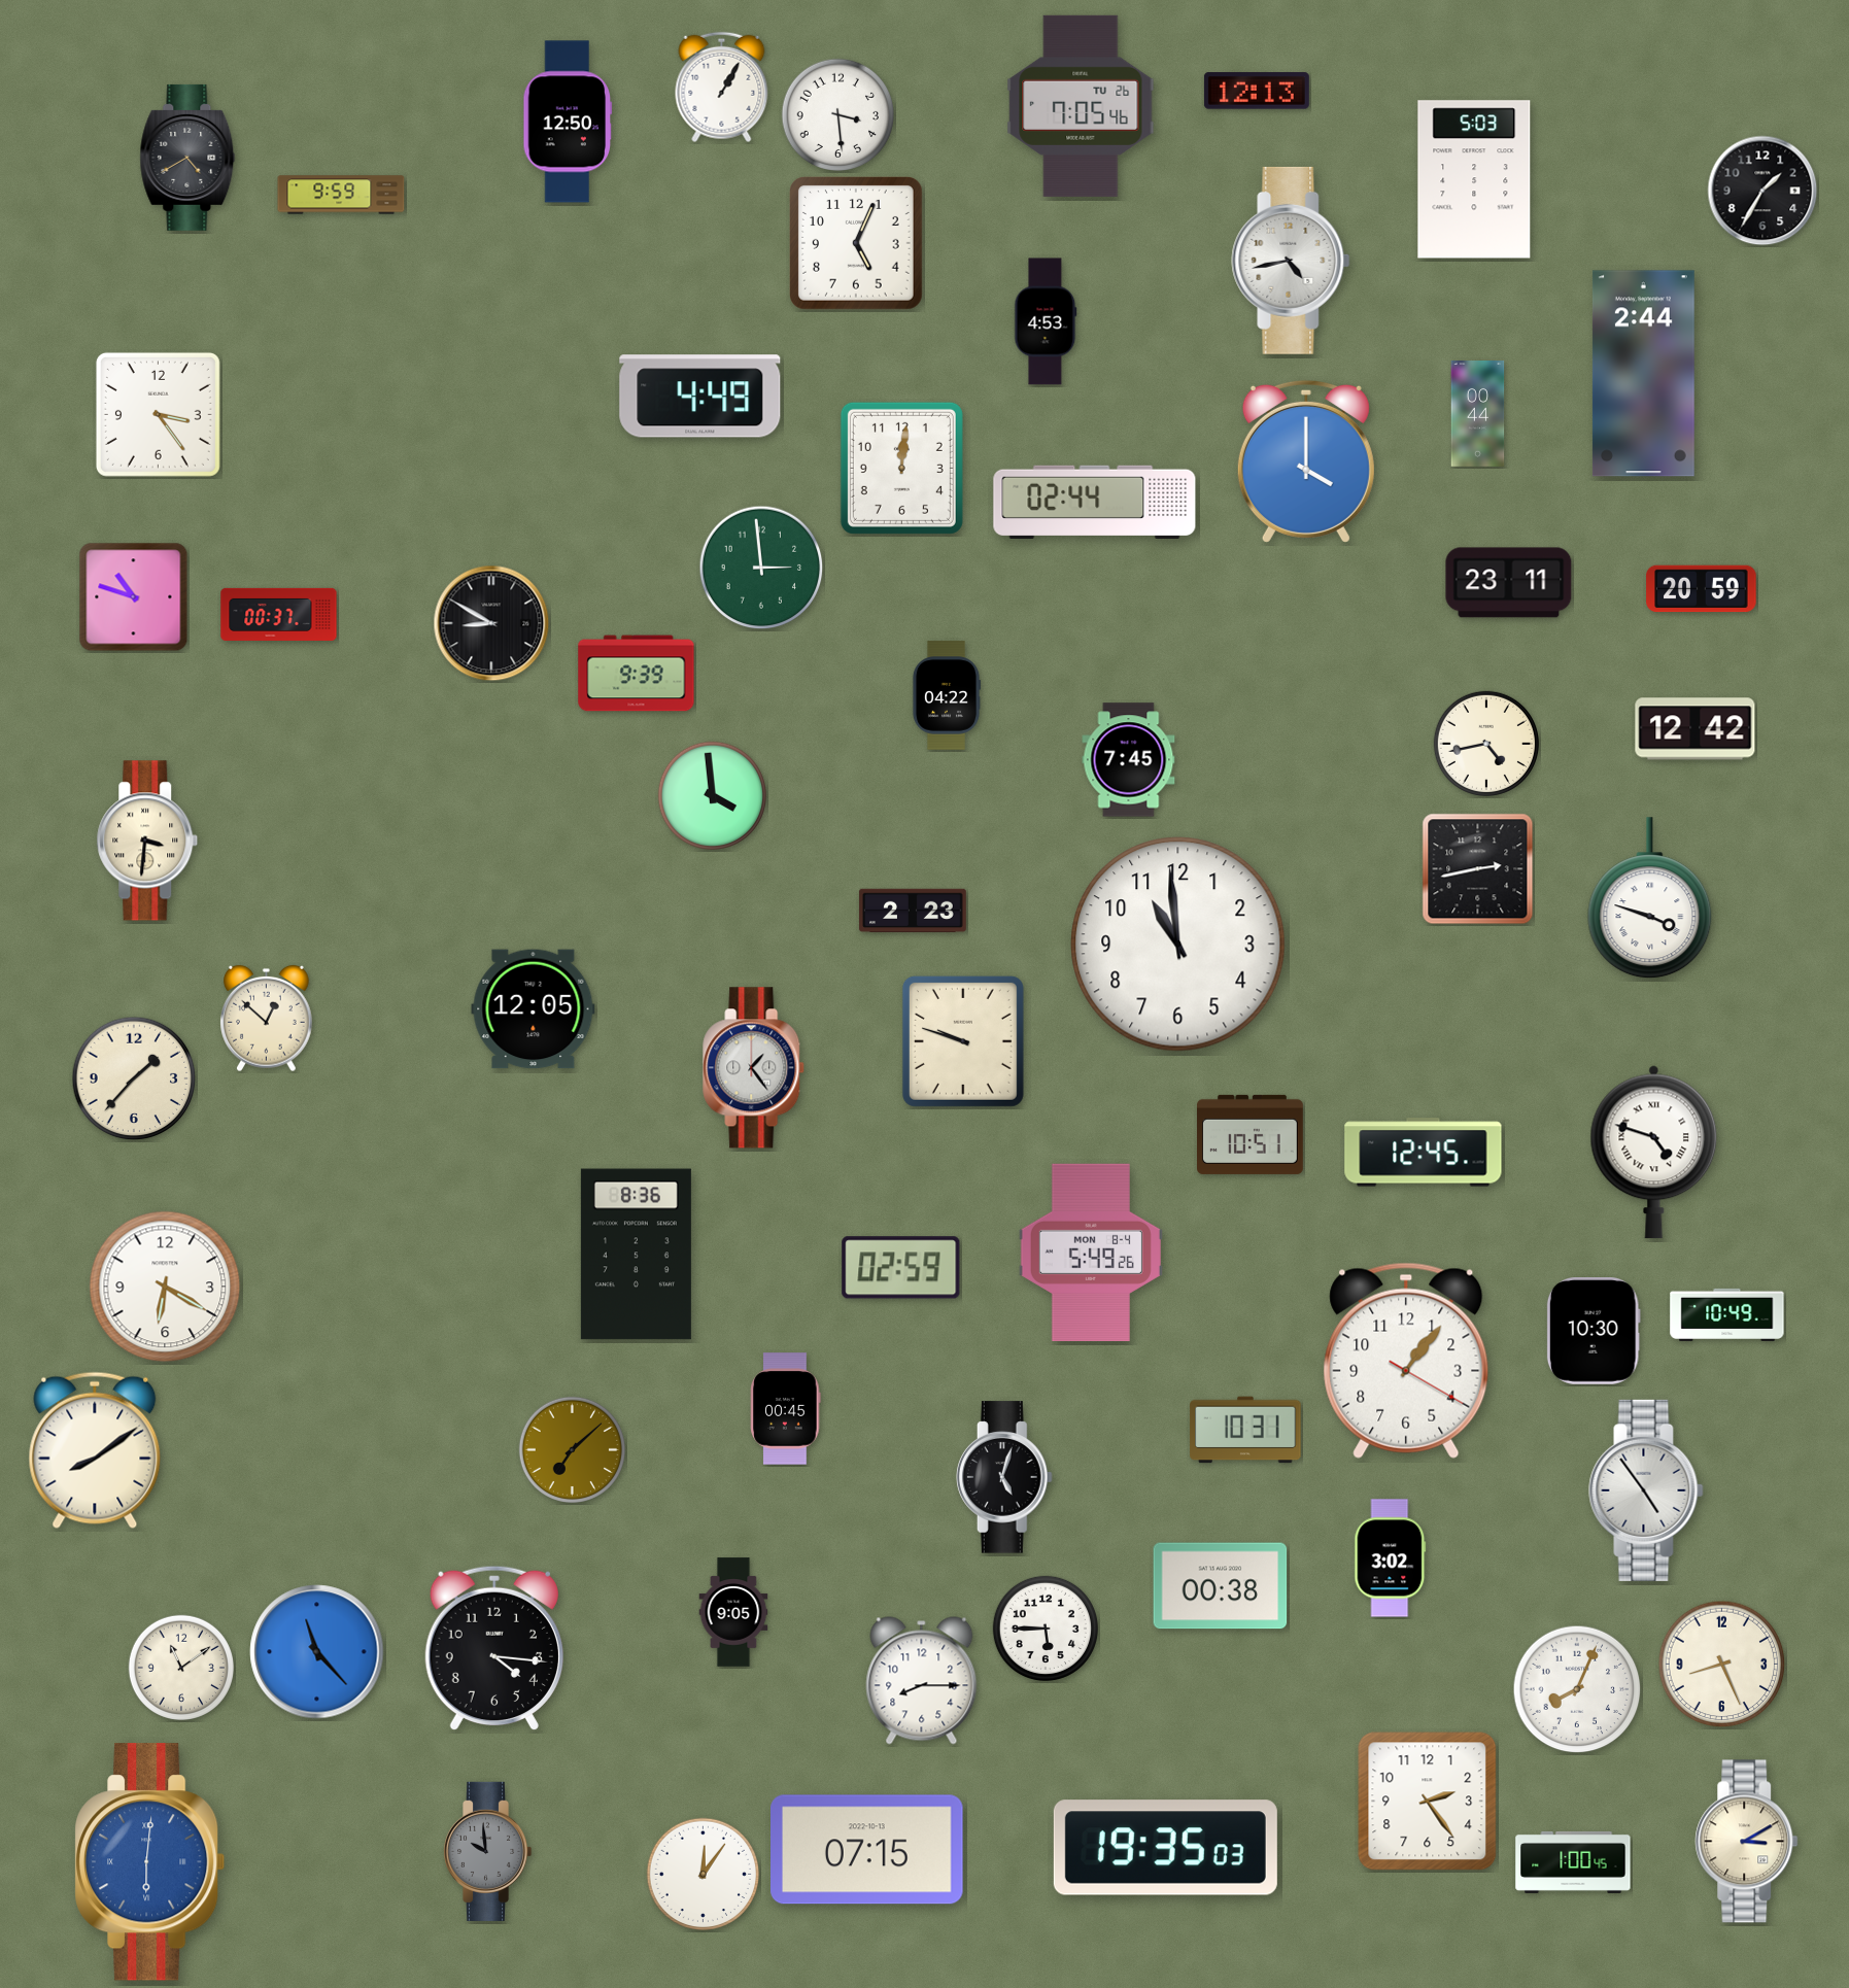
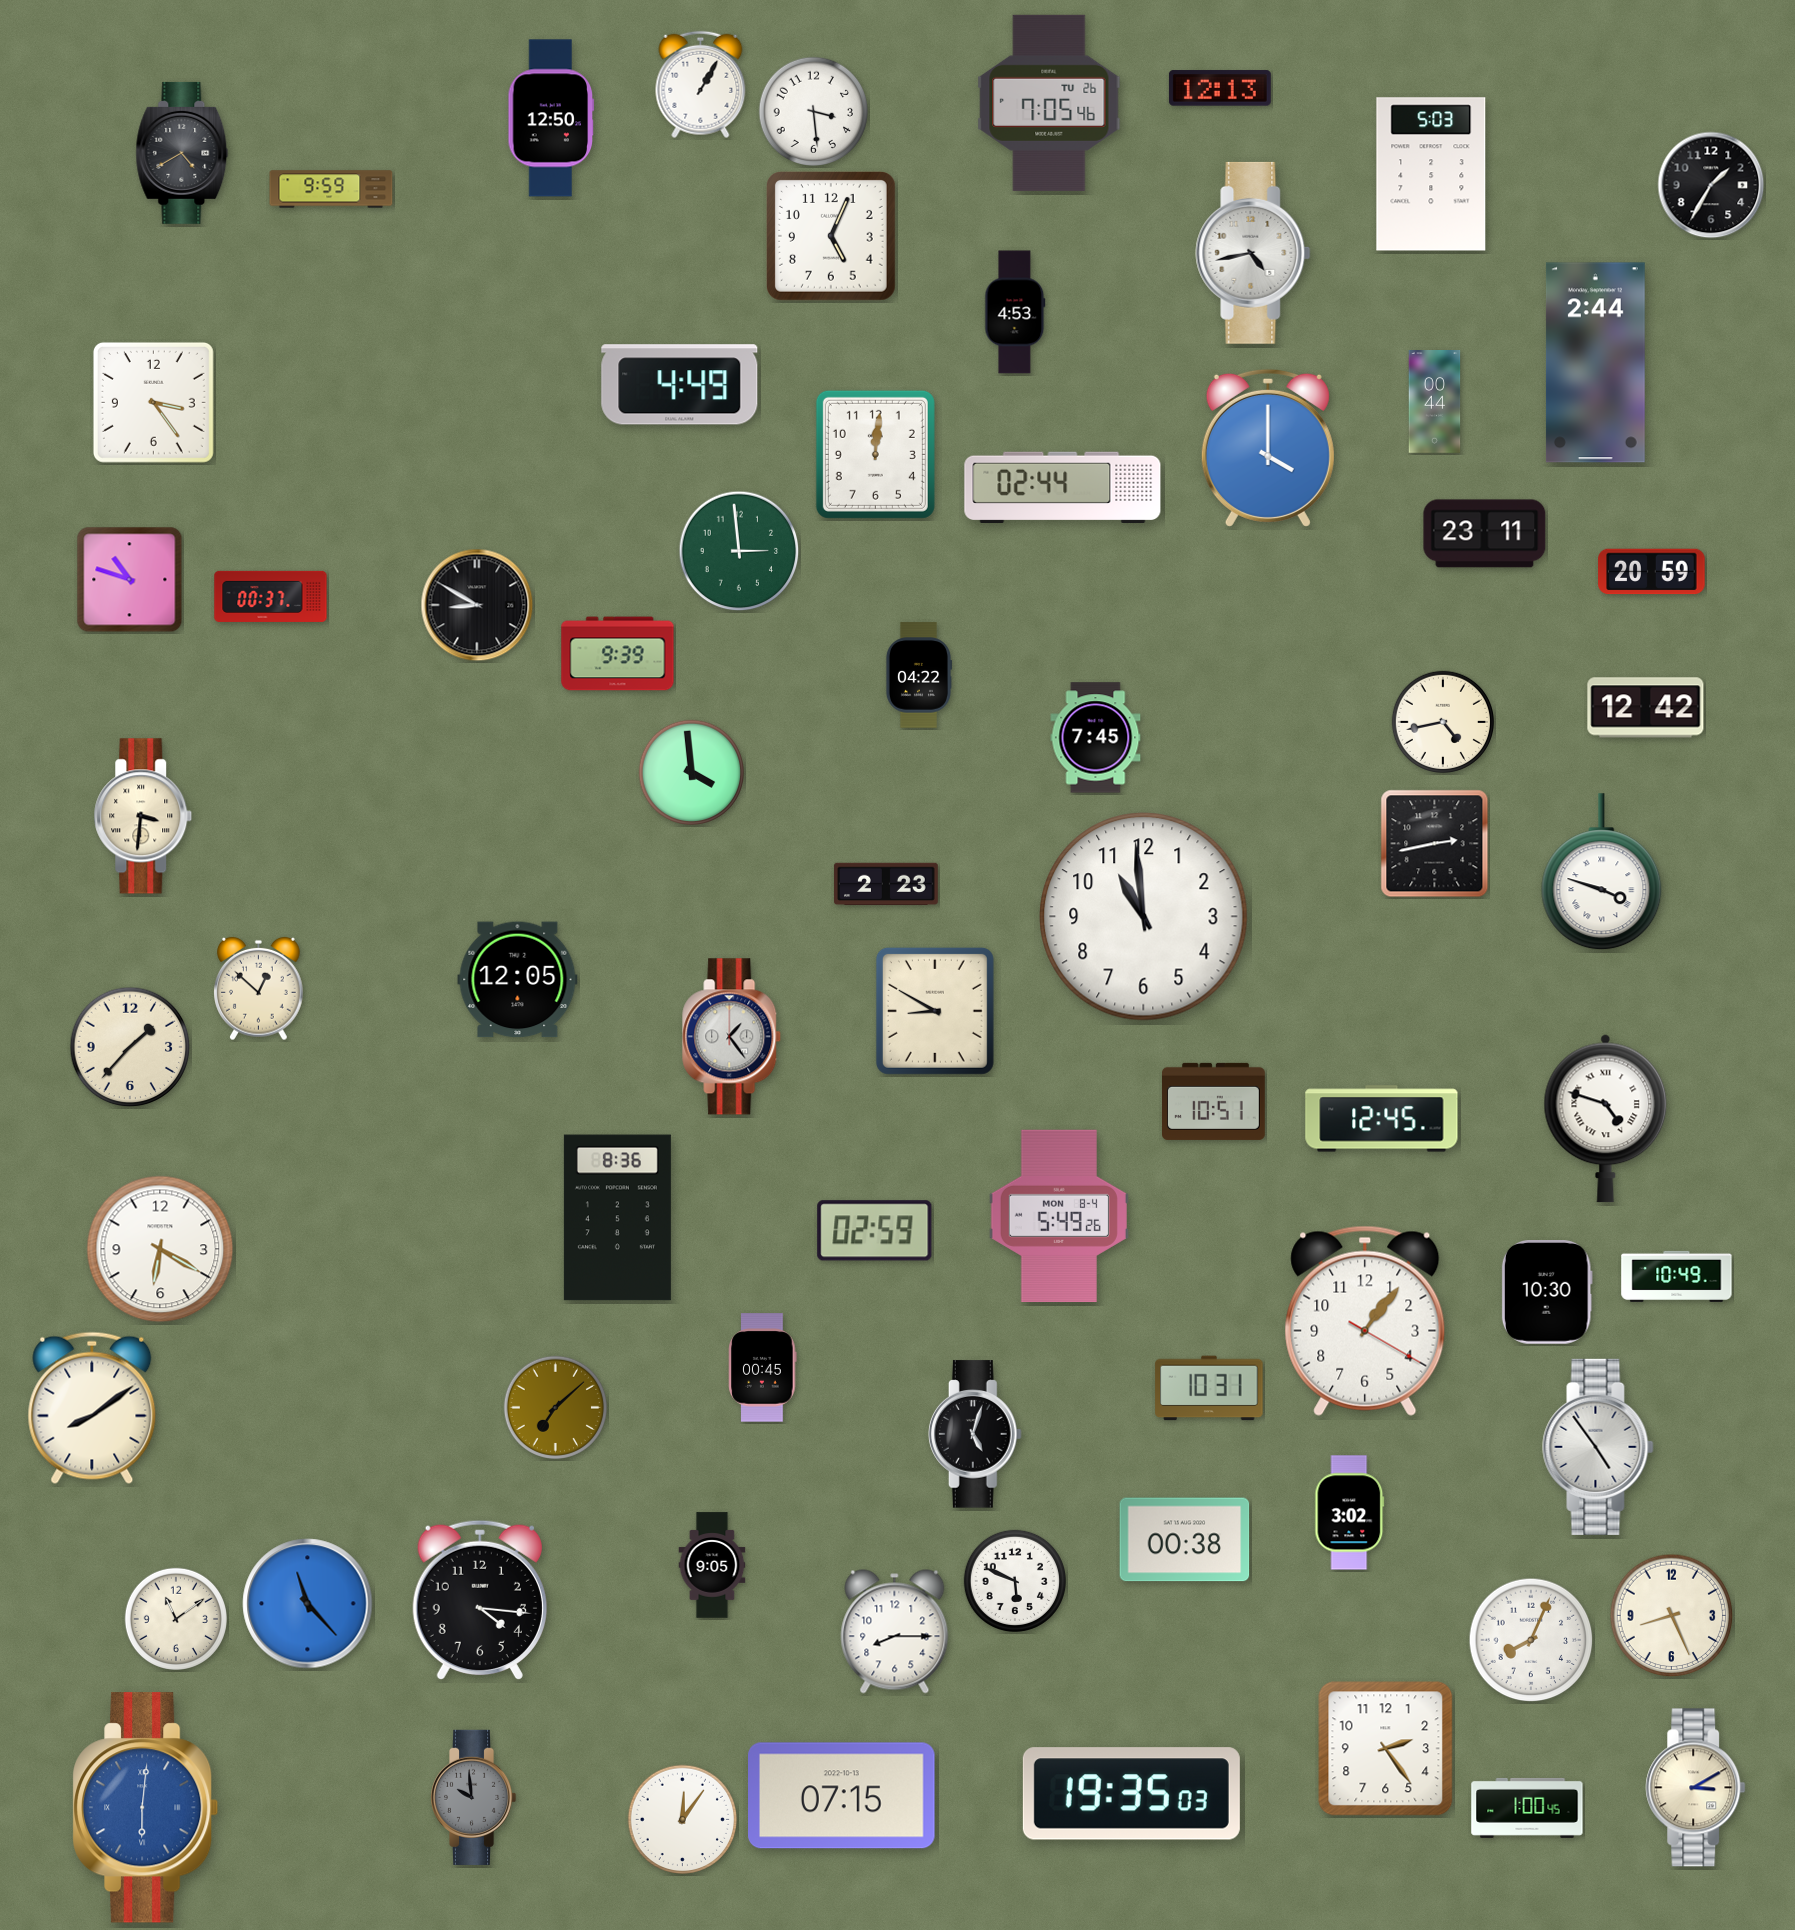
clock at (1509, 583) position: (1509, 583) -> (1485, 534)
clock at (963, 1041): 9:48 -> 8:50
clock at (1046, 1629): 5:45 -> 5:49
